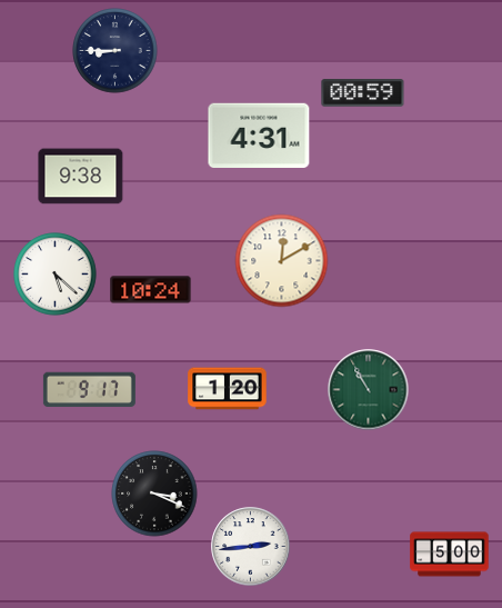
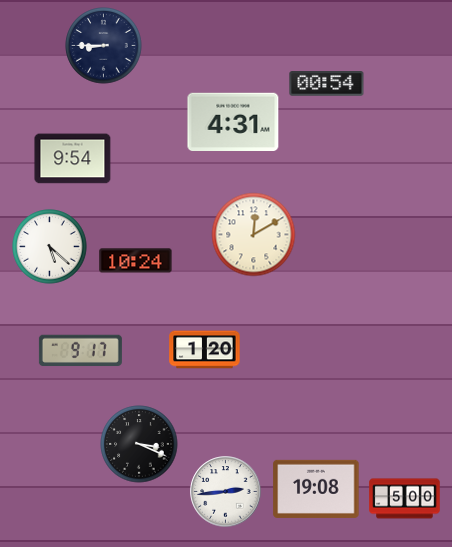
clock at (363, 93): 00:59 -> 00:54
clock at (81, 177): 9:38 -> 9:54
clock at (369, 390): 10:55 -> none
clock at (316, 489): none -> 19:08
